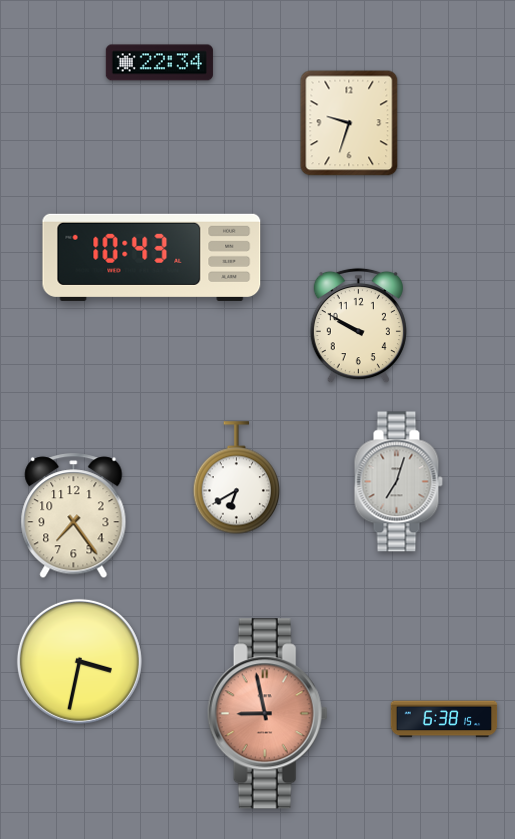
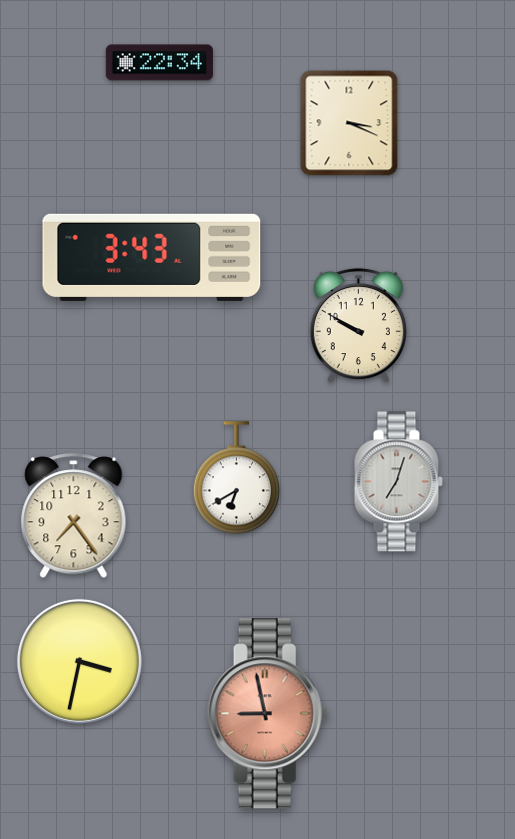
clock at (349, 123): 9:33 -> 3:19
clock at (152, 257): 10:43 -> 3:43
clock at (444, 719): 6:38 -> none
